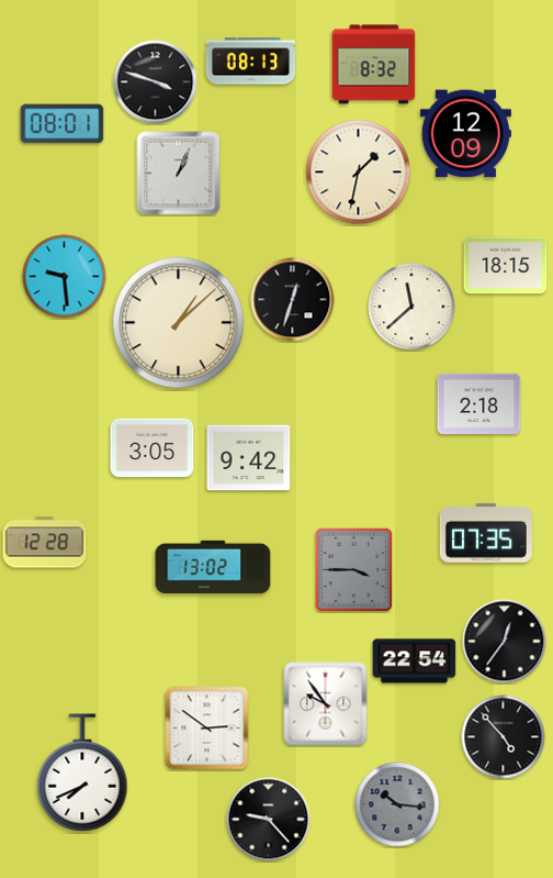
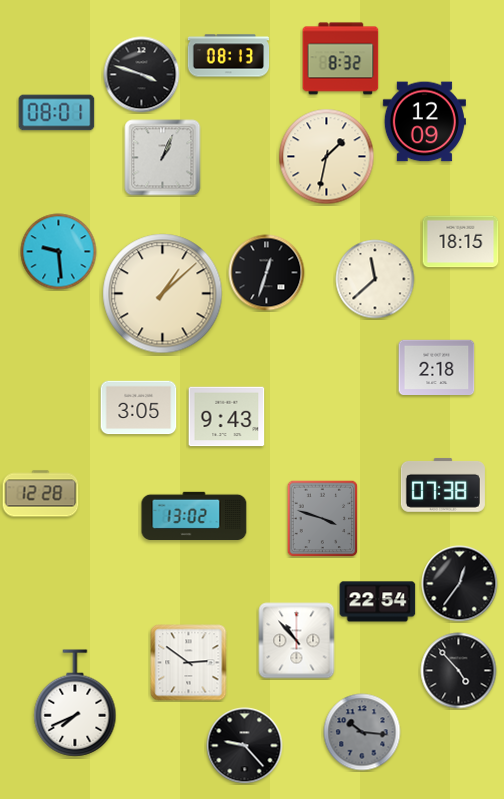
clock at (249, 458): 9:42 -> 9:43
clock at (486, 533): 07:35 -> 07:38
clock at (354, 569): 3:45 -> 3:48
clock at (326, 704): 9:54 -> 10:53
